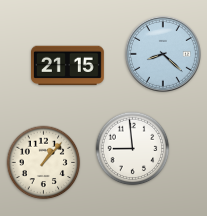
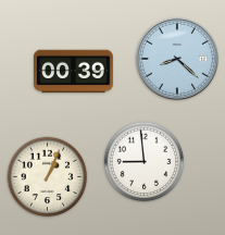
clock at (68, 66): 21:15 -> 00:39
clock at (44, 163): 1:07 -> 1:04
